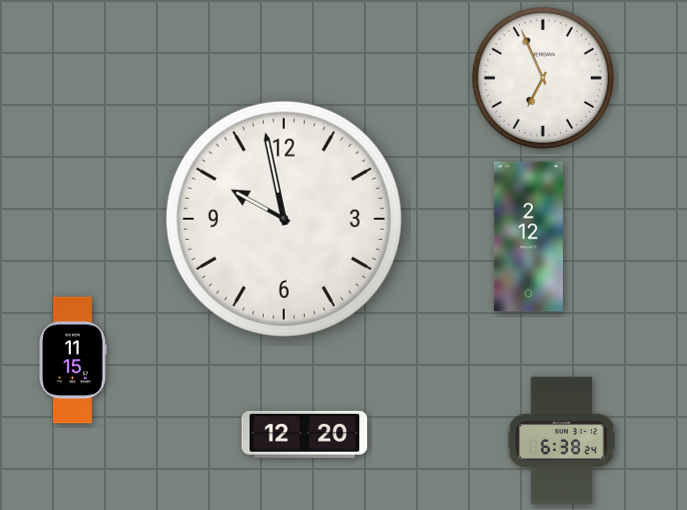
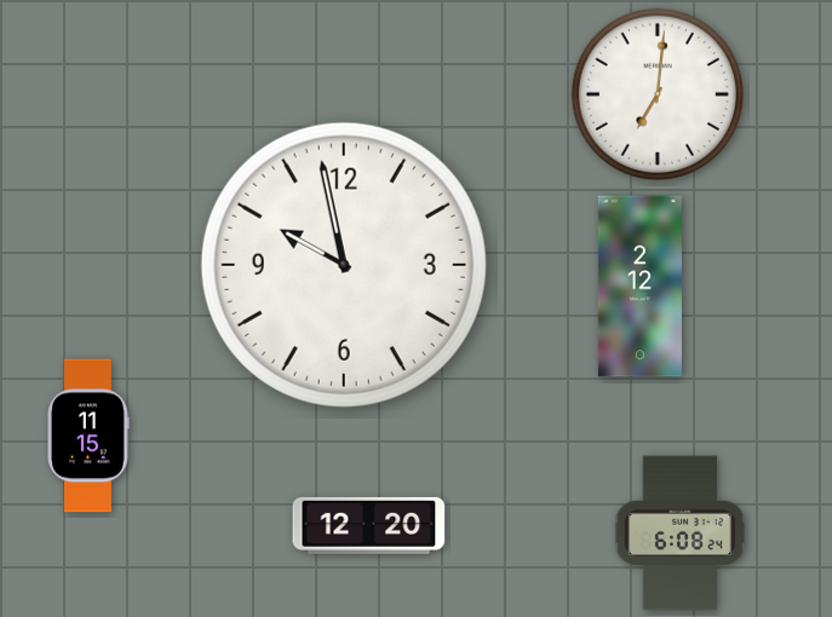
clock at (543, 78): 6:56 -> 7:01
clock at (562, 441): 6:38 -> 6:08
